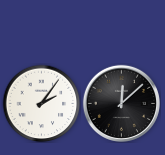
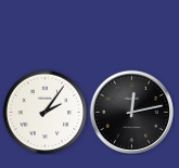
clock at (121, 103): 12:08 -> 12:13
